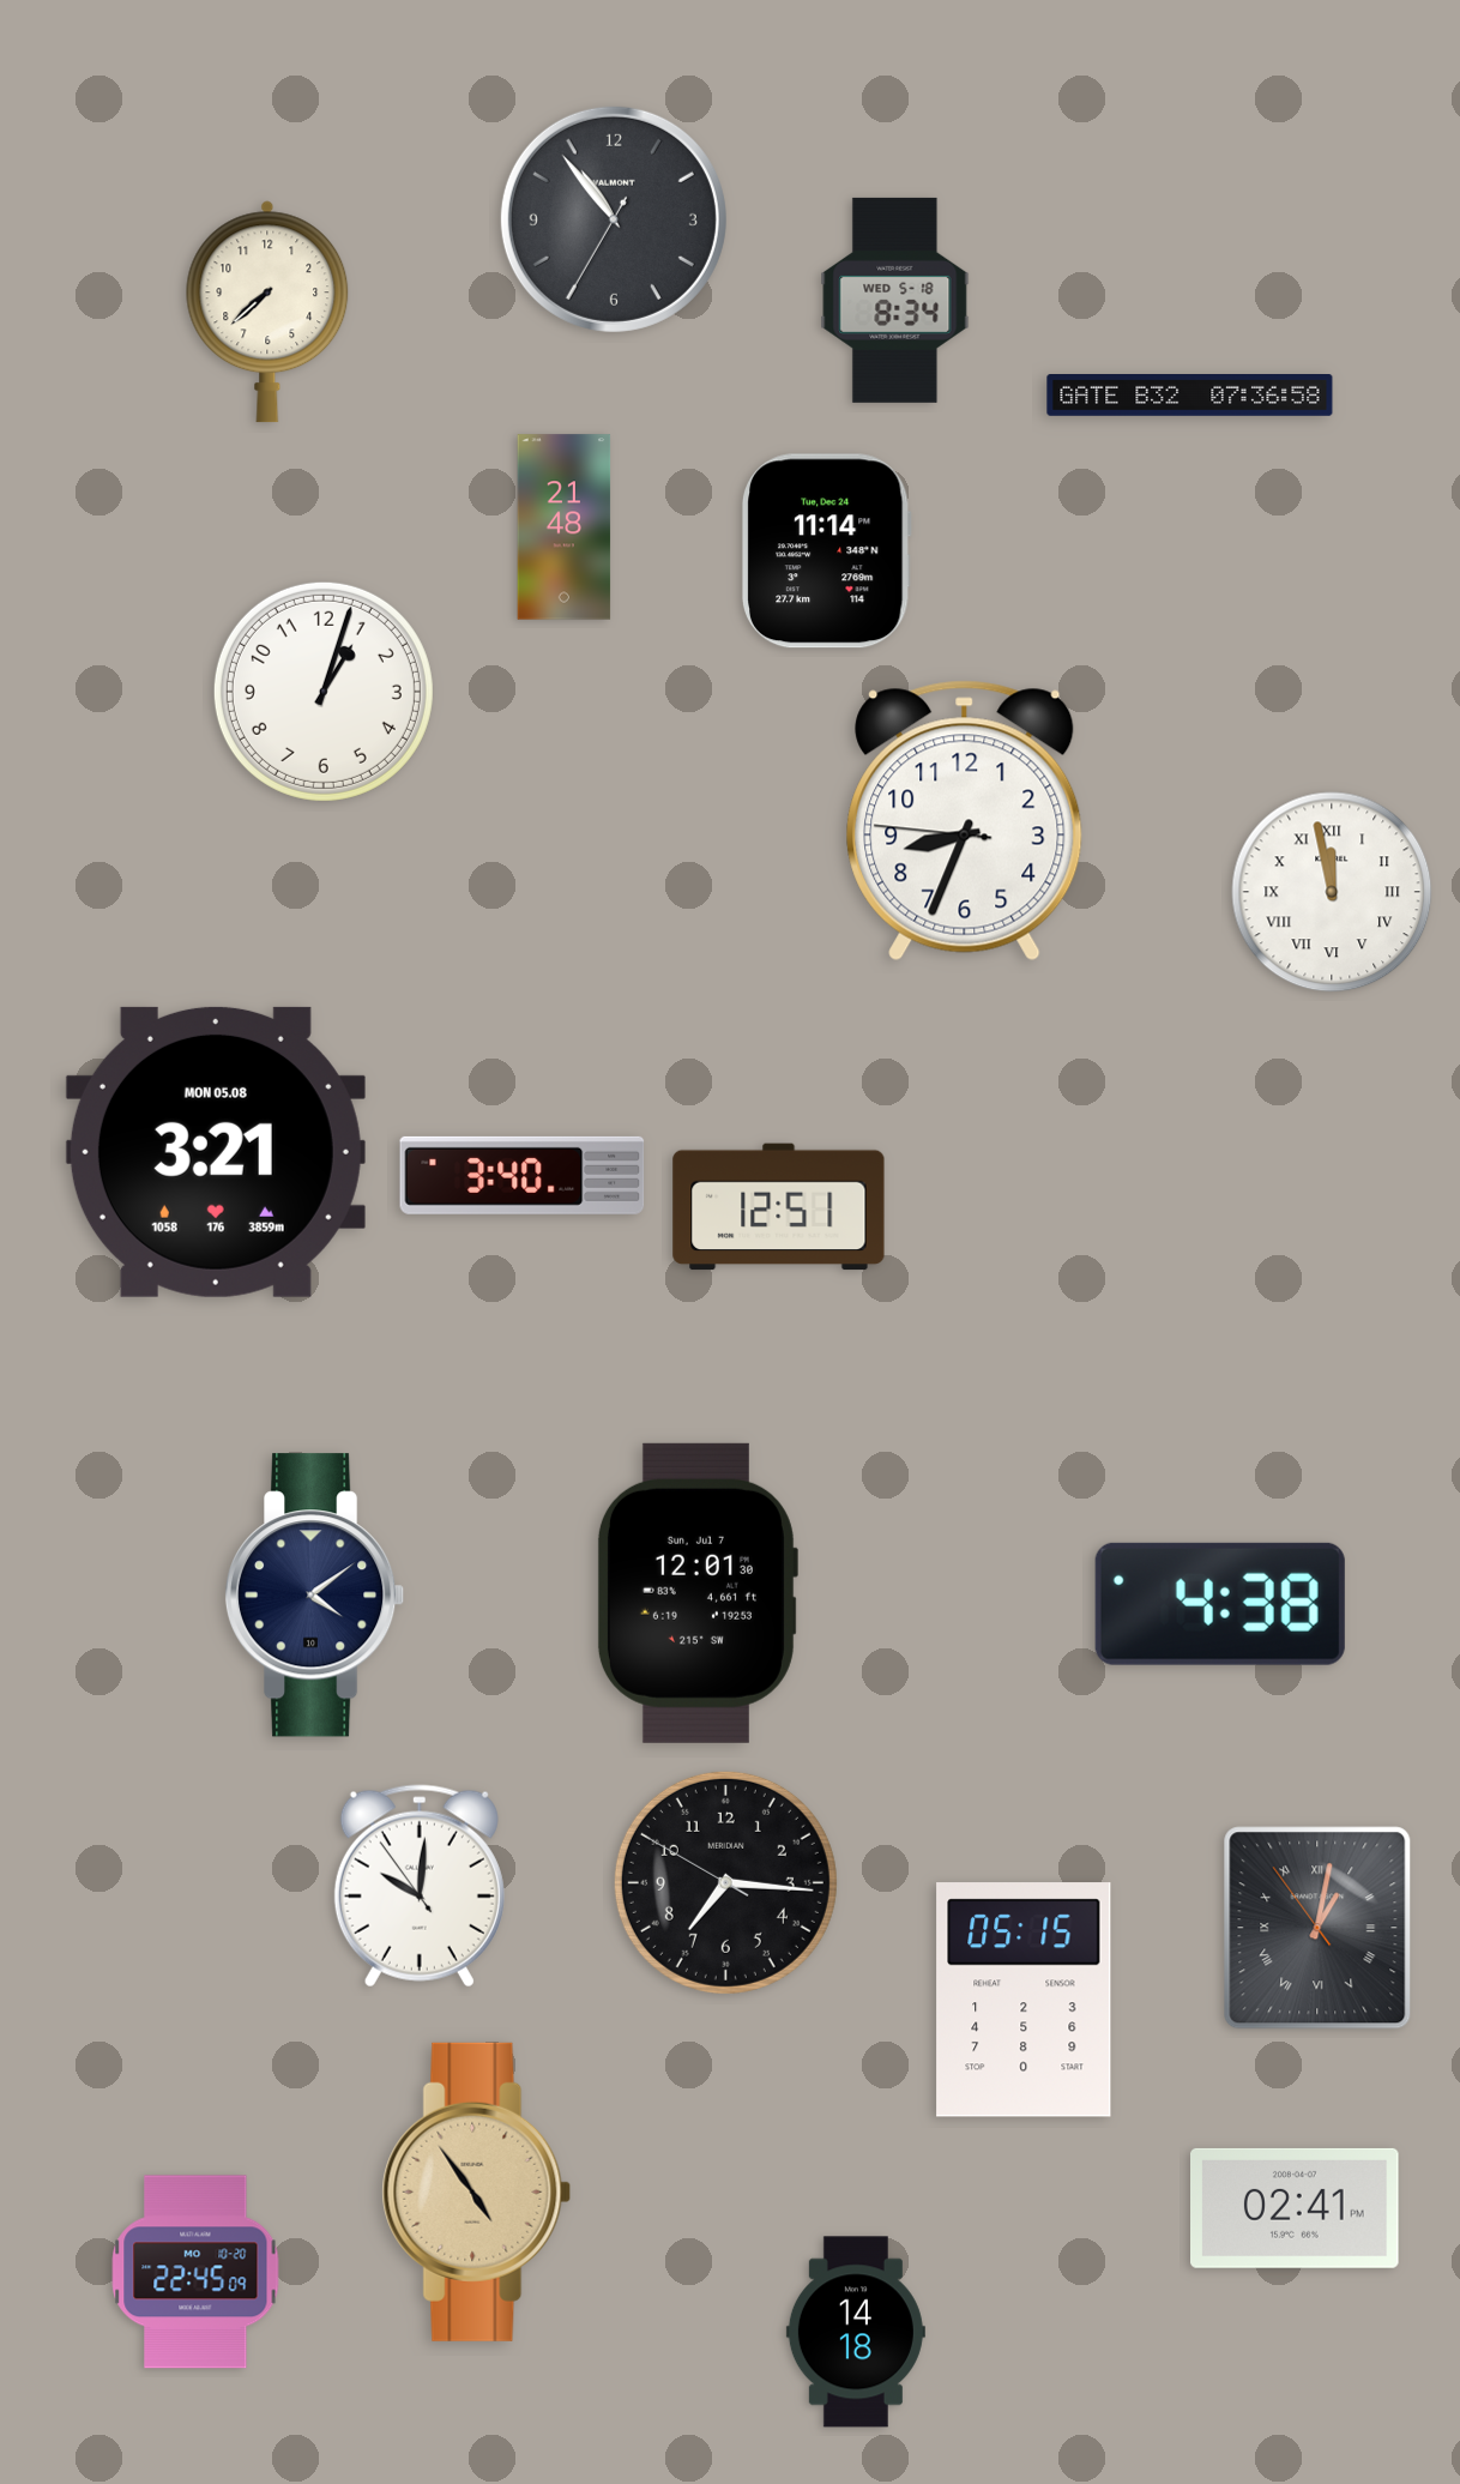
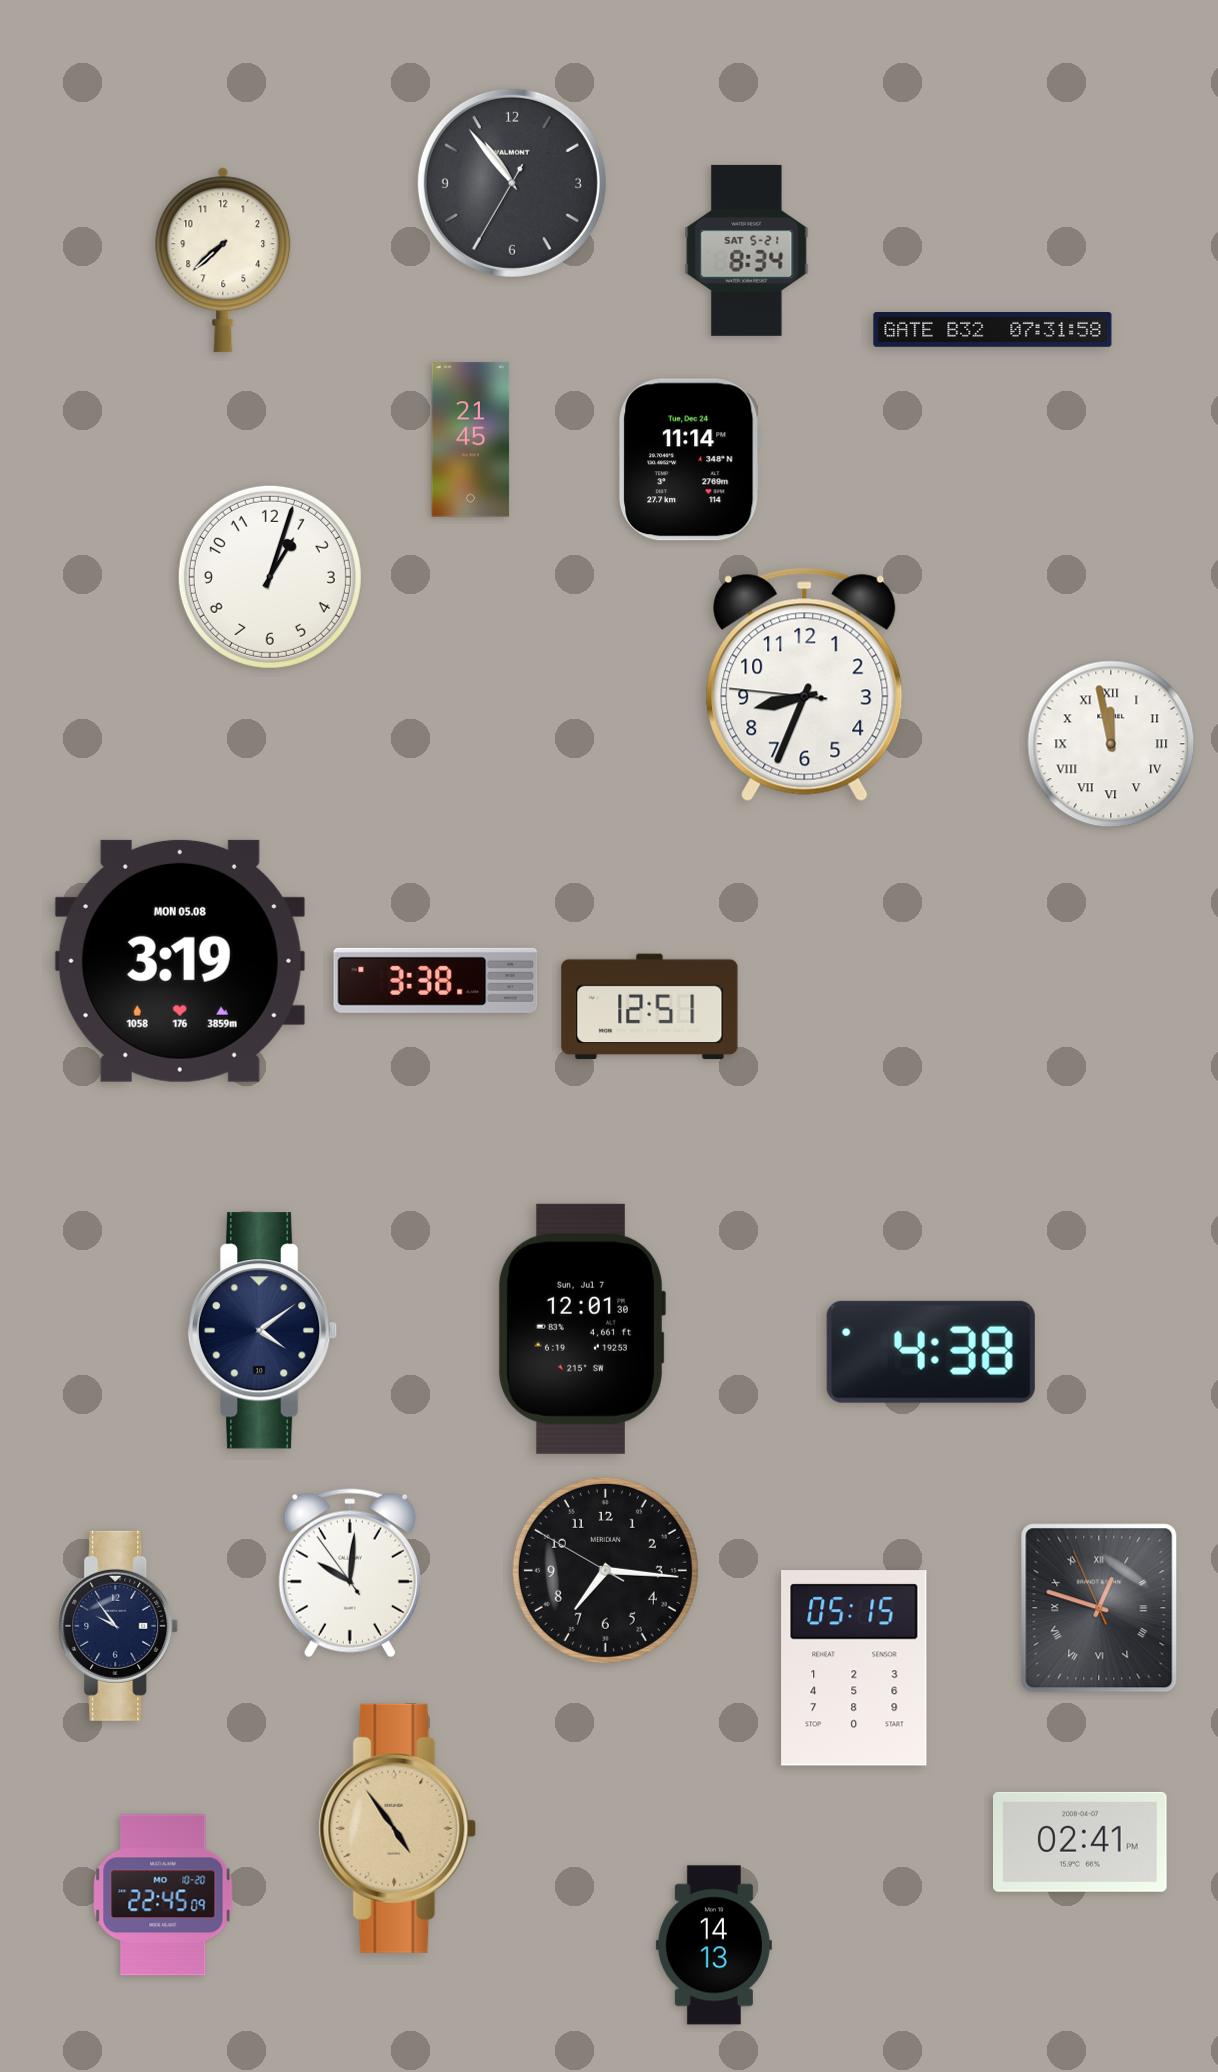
clock at (895, 300) date: WED 5-18 -> SAT 5-21
clock at (1190, 396): 07:36 -> 07:31
clock at (565, 527): 21:48 -> 21:45
clock at (216, 1152): 3:21 -> 3:19
clock at (523, 1175): 3:40 -> 3:38
clock at (1220, 1604) position: (1220, 1604) -> (931, 1352)
clock at (1317, 1928): 1:01 -> 12:47
clock at (118, 1626): none -> 9:54
clock at (856, 2332): 14:18 -> 14:13
